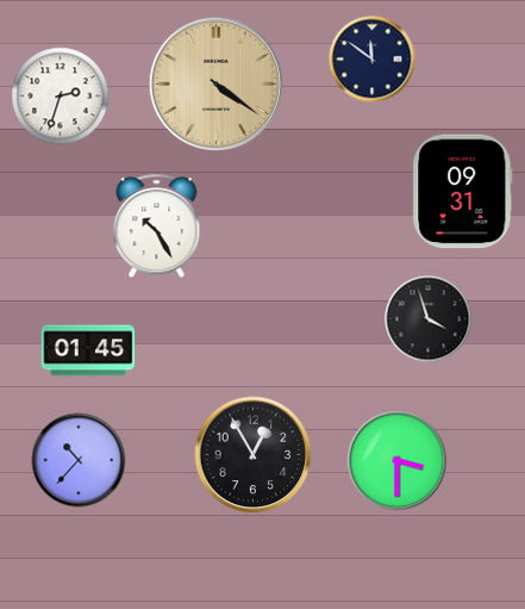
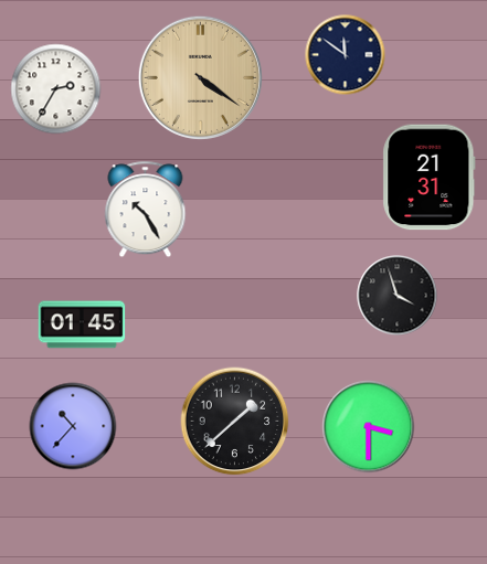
clock at (61, 97): 2:33 -> 2:35
clock at (463, 192): 09:31 -> 21:31
clock at (254, 455): 12:55 -> 1:38
